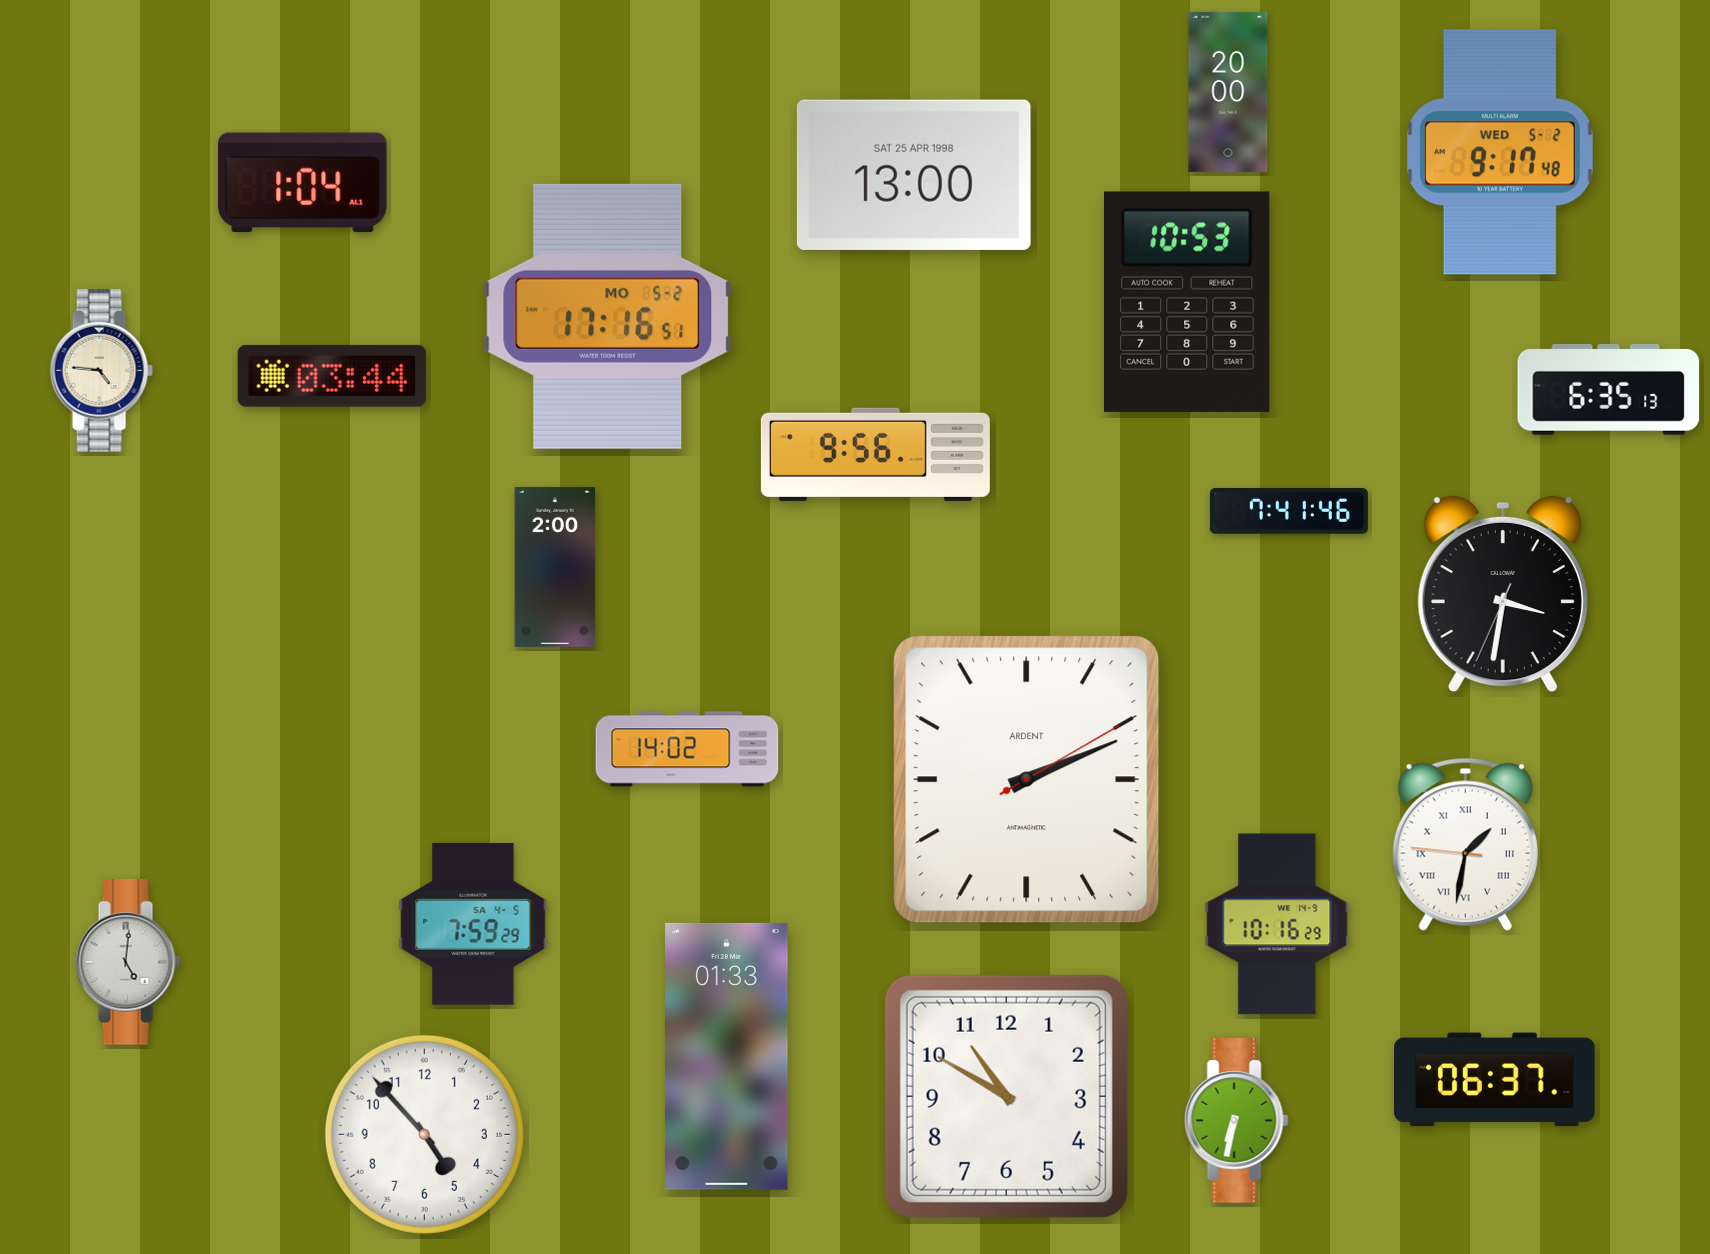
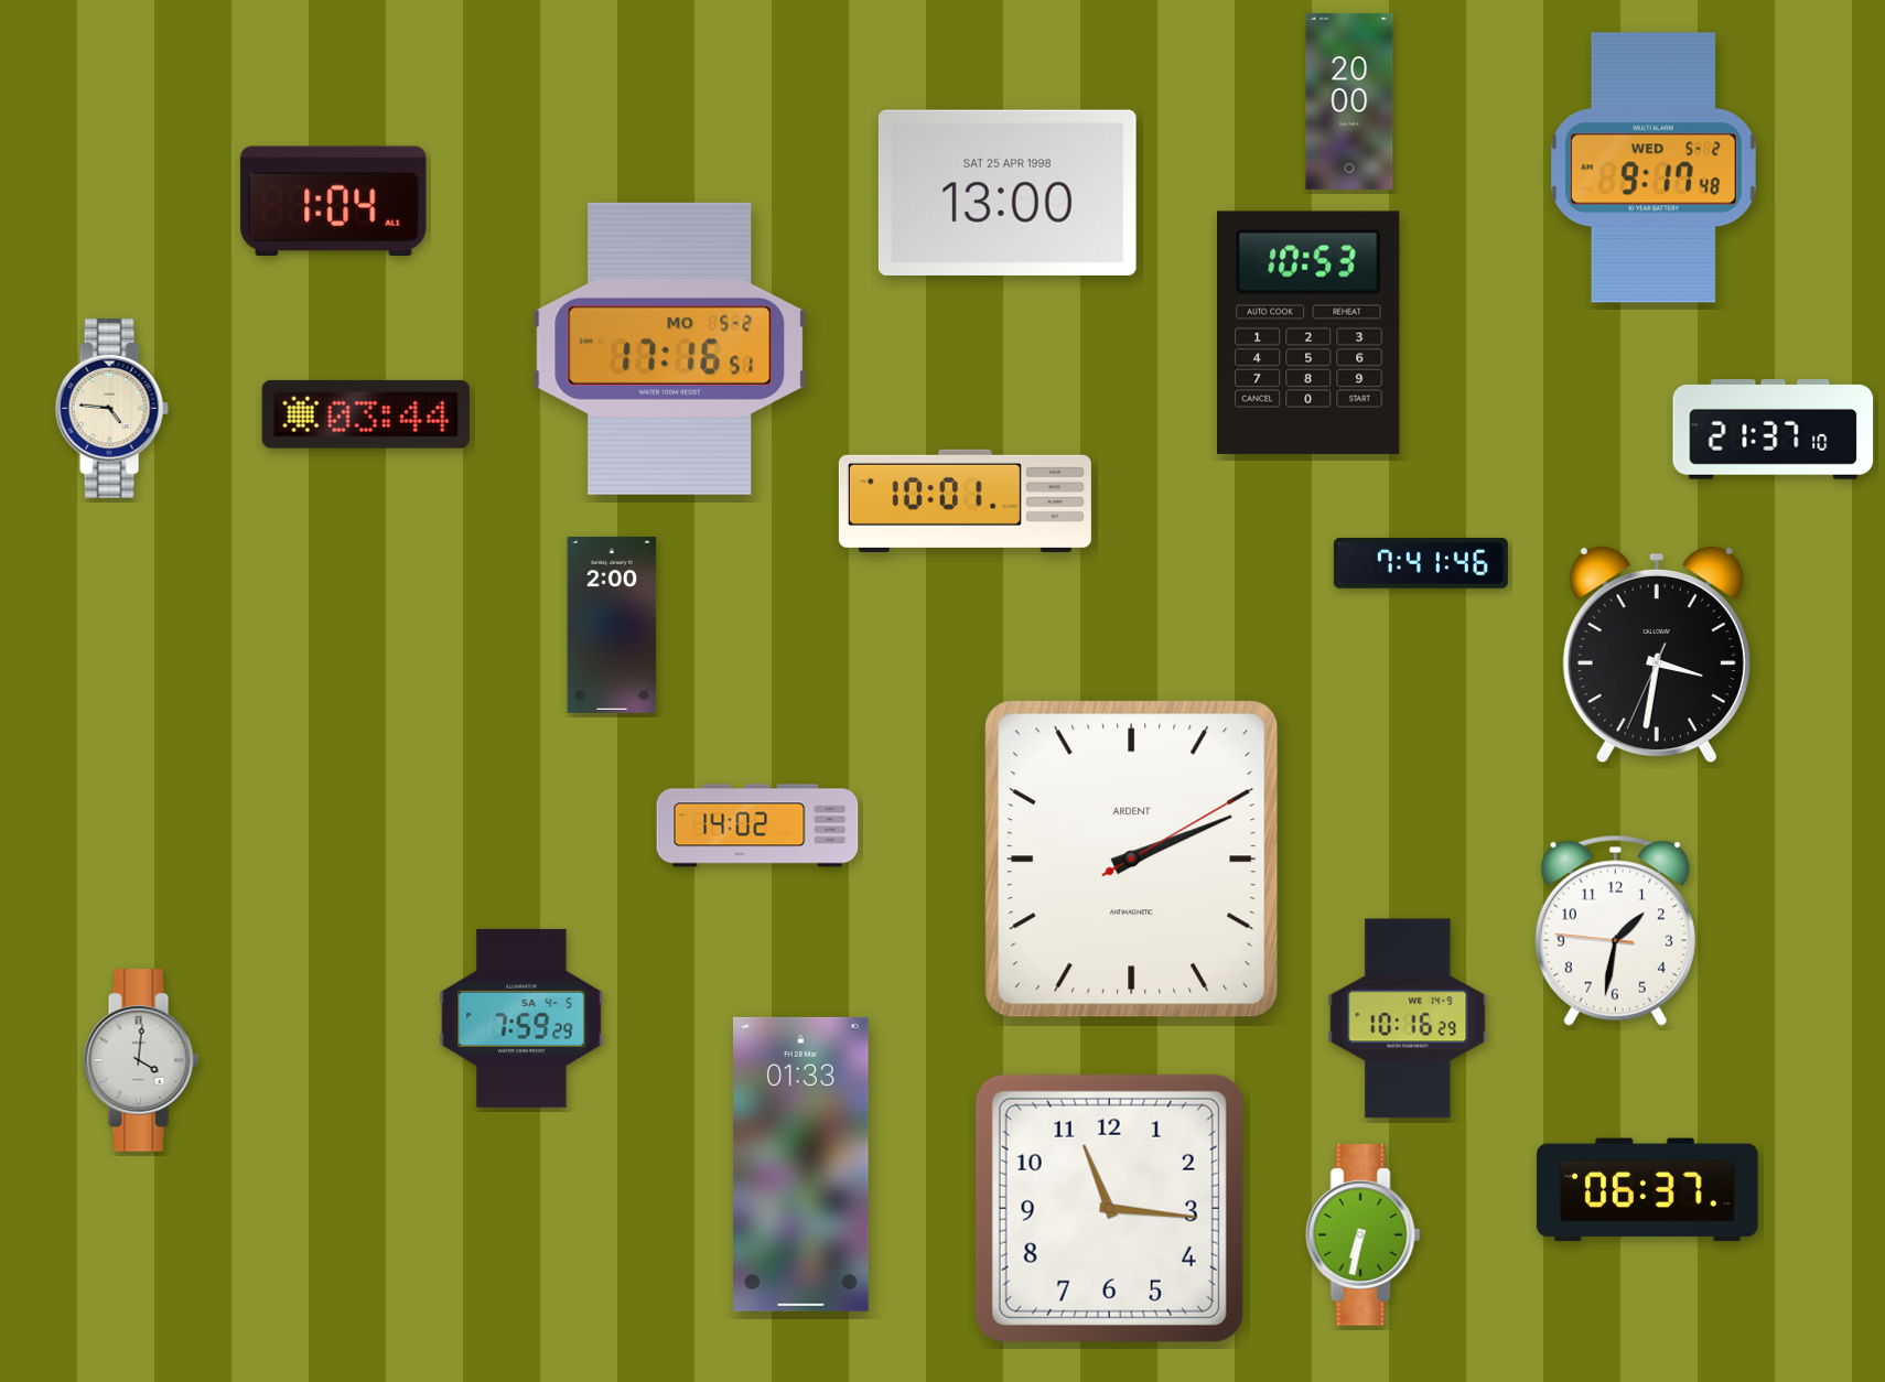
clock at (1228, 92) position: (1228, 92) -> (1349, 101)
clock at (1609, 390): 6:35 -> 21:37
clock at (875, 454): 9:56 -> 10:01
clock at (1465, 844) numerals: Roman -> Arabic
clock at (128, 962): 5:01 -> 4:01
clock at (1006, 1096): 10:50 -> 11:16
clock at (424, 1134): 4:53 -> none
